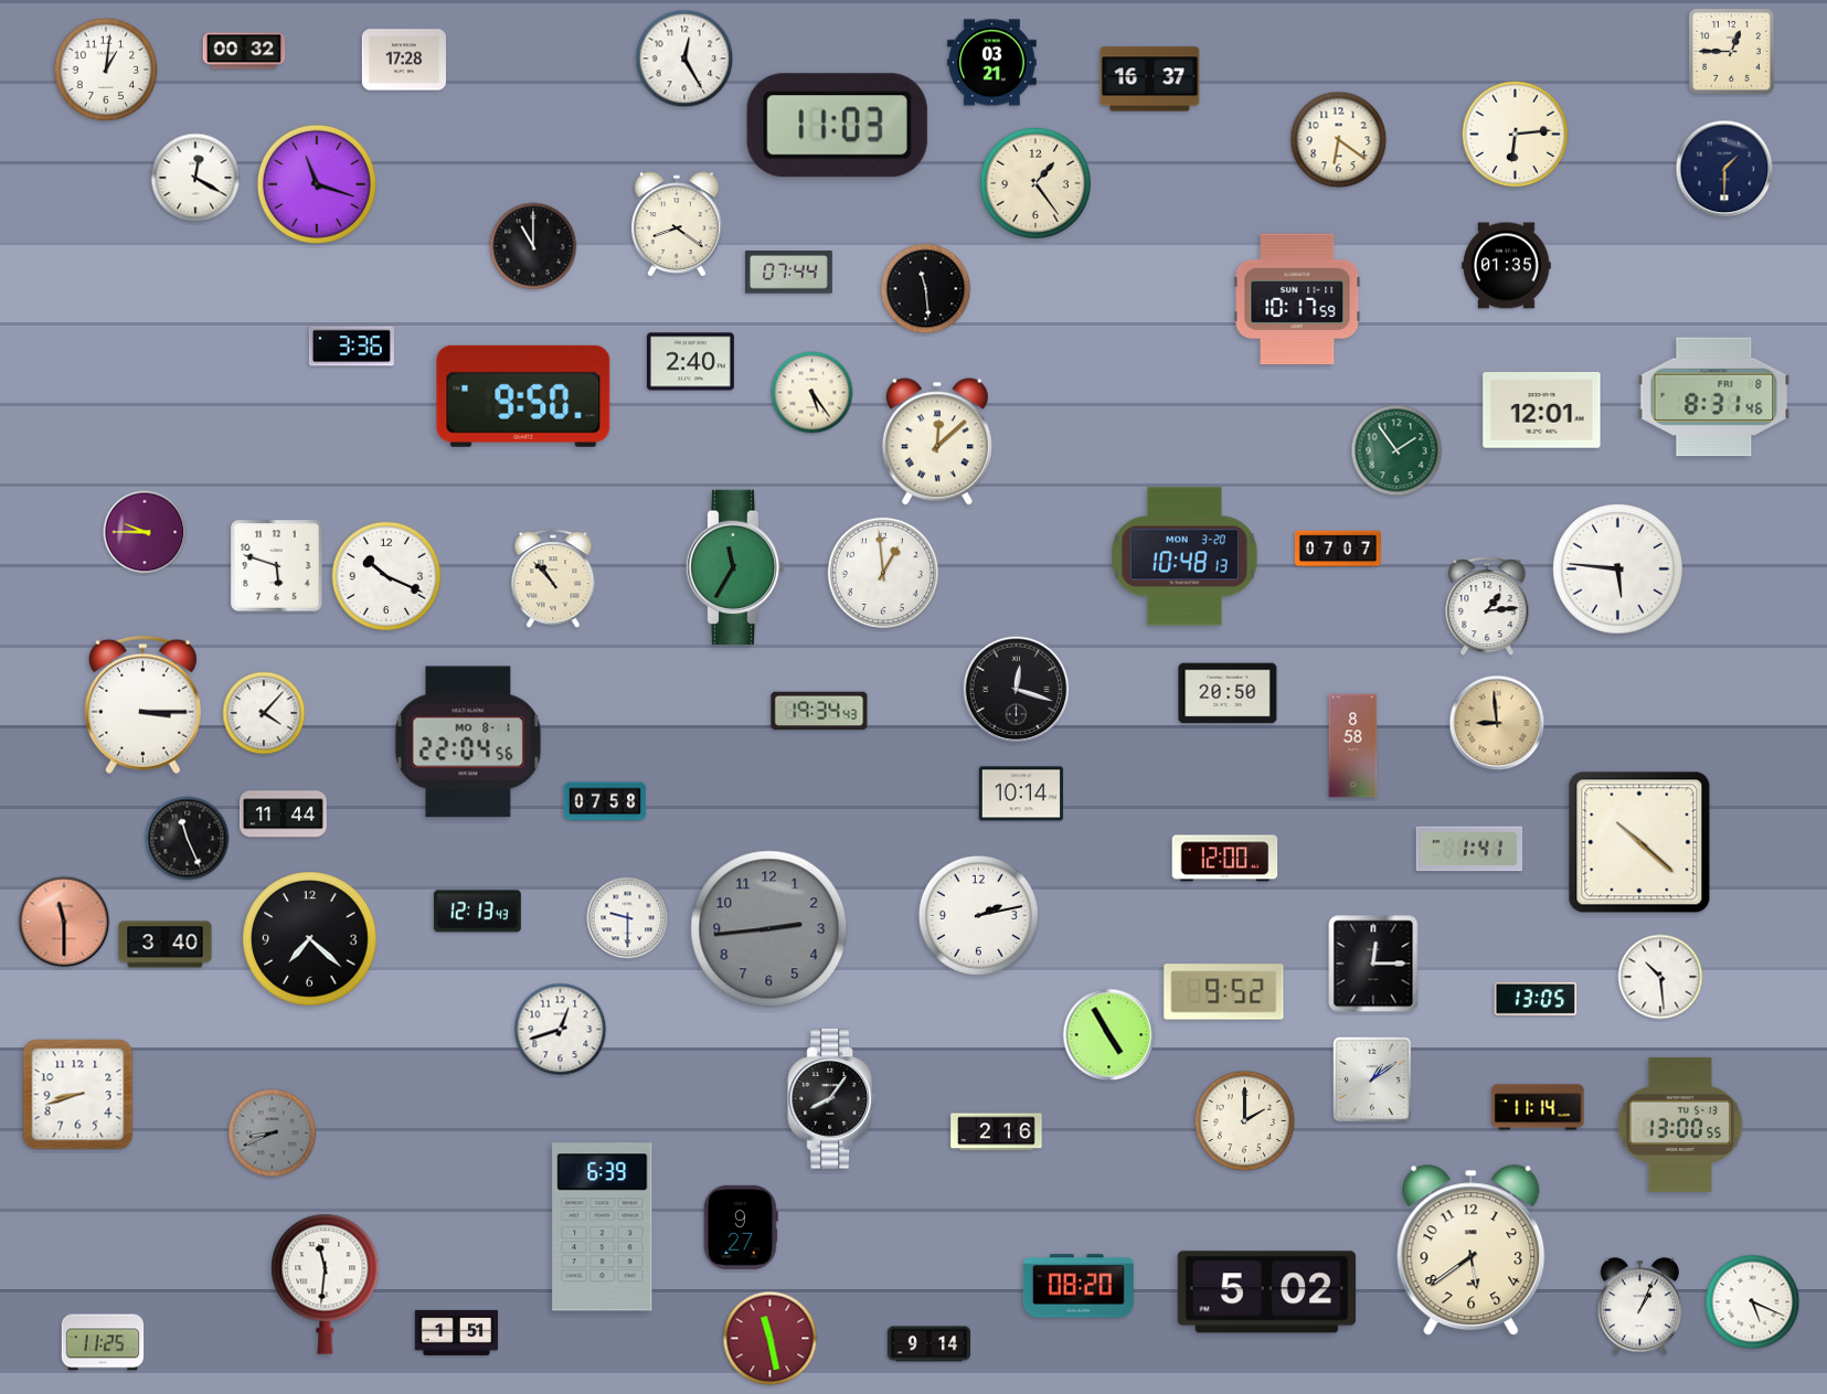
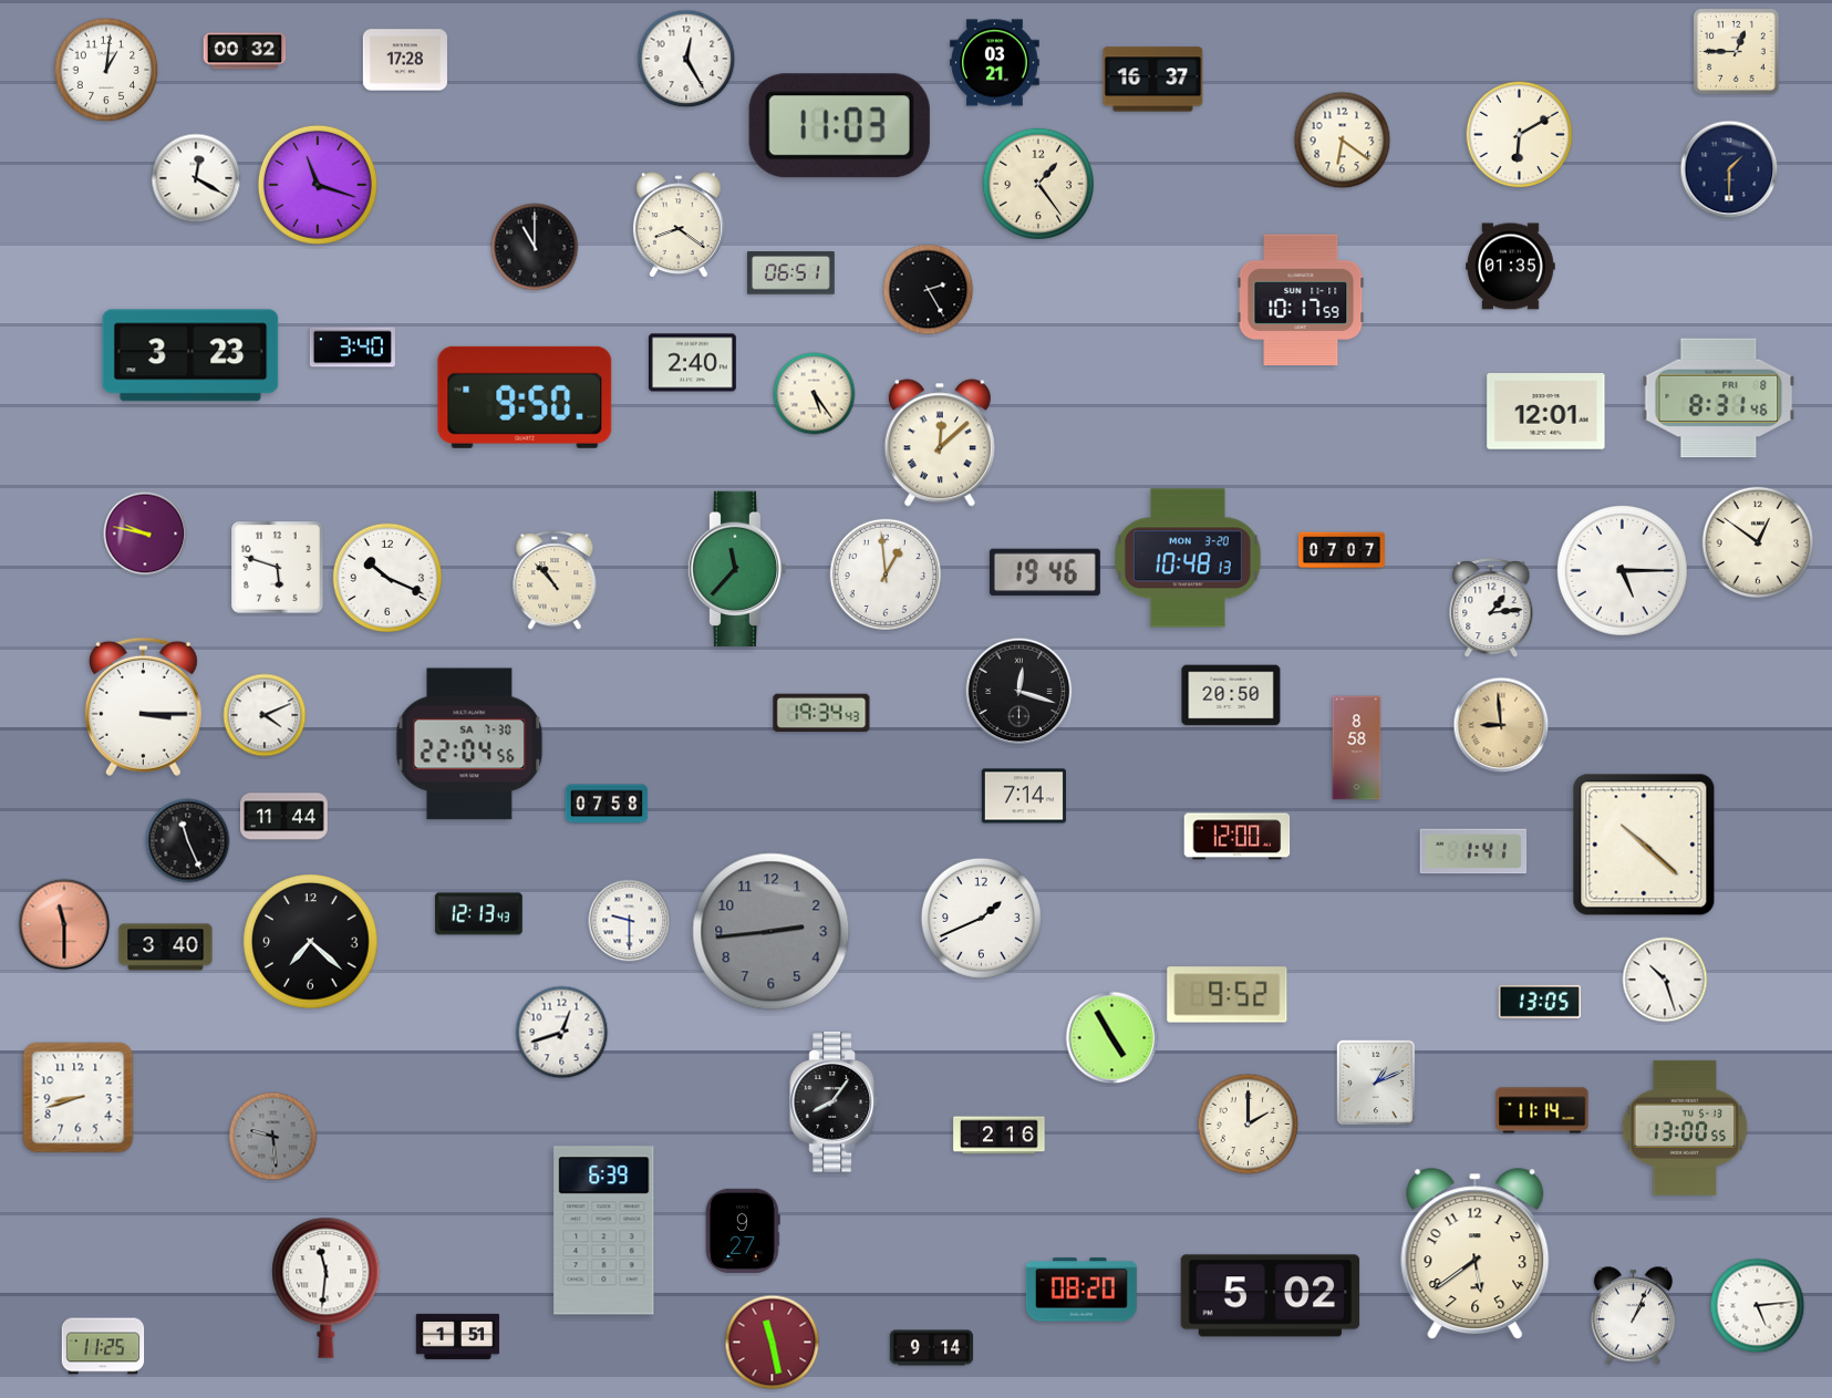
clock at (1516, 135): 6:14 -> 6:10
clock at (788, 273): 07:44 -> 06:51
clock at (926, 289): 11:29 -> 2:25
clock at (351, 347): 3:36 -> 3:40
clock at (190, 355): none -> 3:23
clock at (1396, 450): 1:54 -> none
clock at (145, 532): 9:45 -> 9:47
clock at (1758, 542): none -> 12:51
clock at (735, 567): 11:35 -> 11:37
clock at (1618, 570): 5:46 -> 5:15
clock at (1045, 572): none -> 19:46
clock at (264, 713): 4:07 -> 4:11
clock at (468, 742) date: MO 8-1 -> SA 7-30
clock at (1021, 794): 10:14 -> 7:14
clock at (1225, 859) position: (1225, 859) -> (1238, 837)
clock at (978, 915): 2:13 -> 1:41
clock at (1373, 964): 12:15 -> none
clock at (1660, 977): 10:29 -> 10:27
clock at (1372, 1079): 1:09 -> 1:11
clock at (273, 1134): 8:41 -> 9:29
clock at (1753, 1302): 5:19 -> 5:14
clock at (1639, 1307) position: (1639, 1307) -> (1633, 1316)
